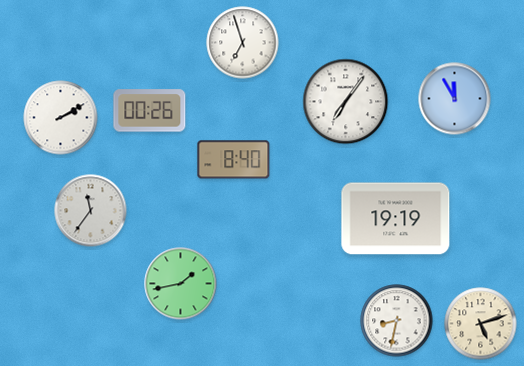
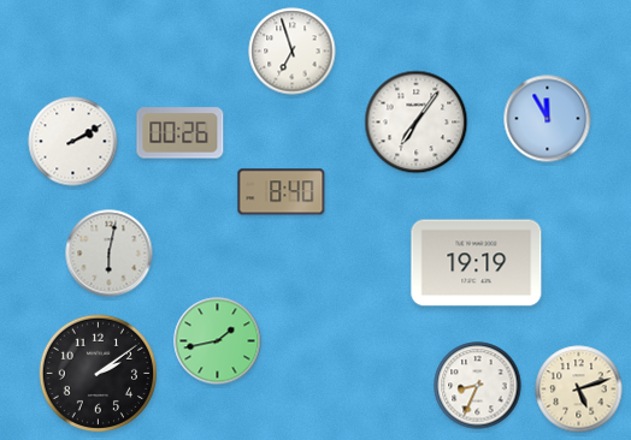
clock at (91, 211): 11:36 -> 6:02
clock at (99, 374): none -> 2:09
clock at (397, 321): 8:32 -> 8:34
